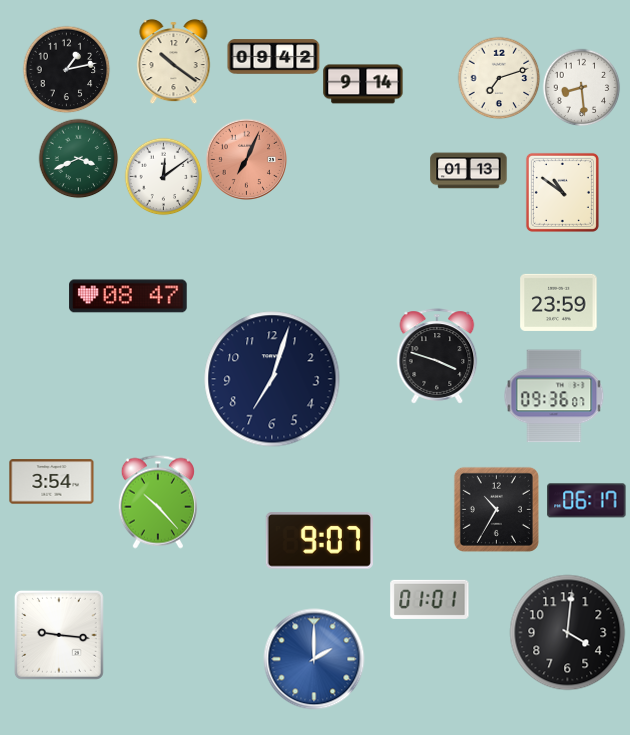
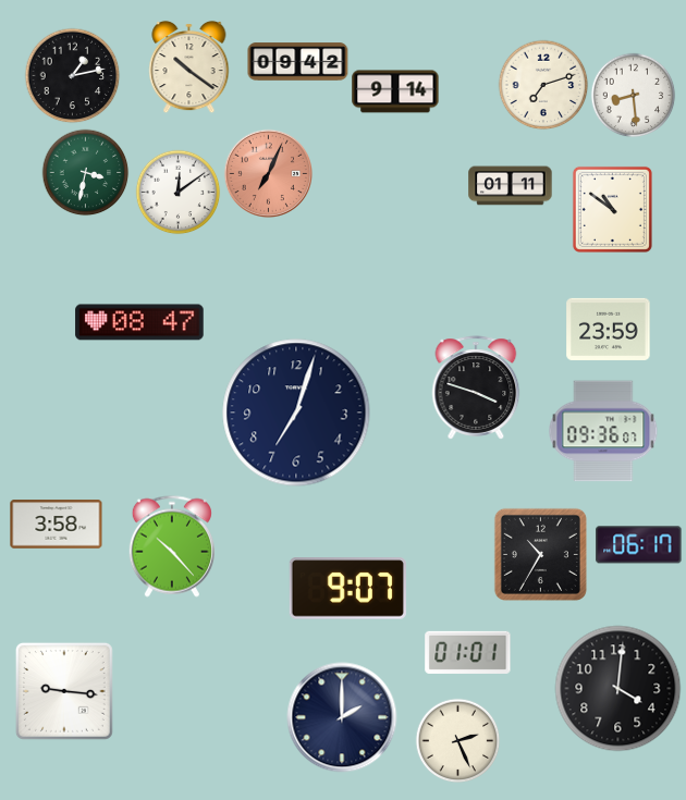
clock at (78, 158): 3:41 -> 3:32
clock at (469, 171): 01:13 -> 01:11
clock at (52, 482): 3:54 -> 3:58
clock at (314, 659) dial: blue -> navy
clock at (457, 740): none -> 2:26
